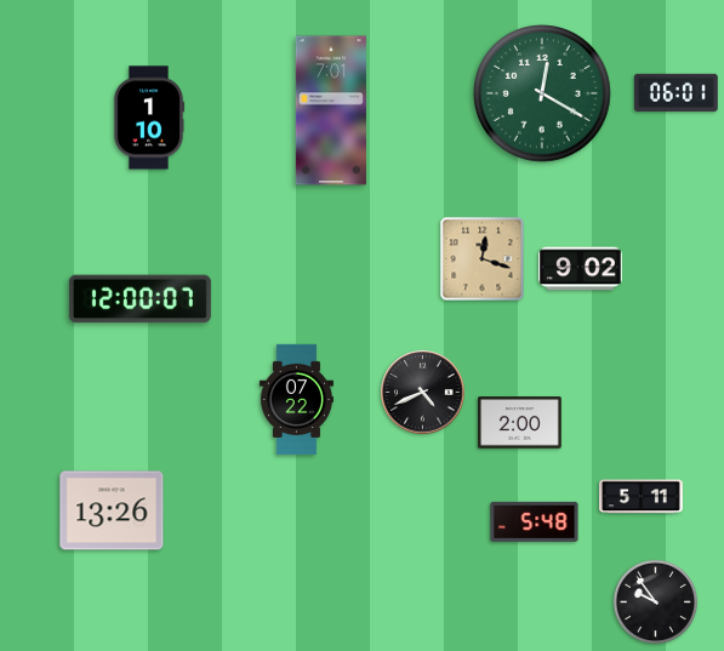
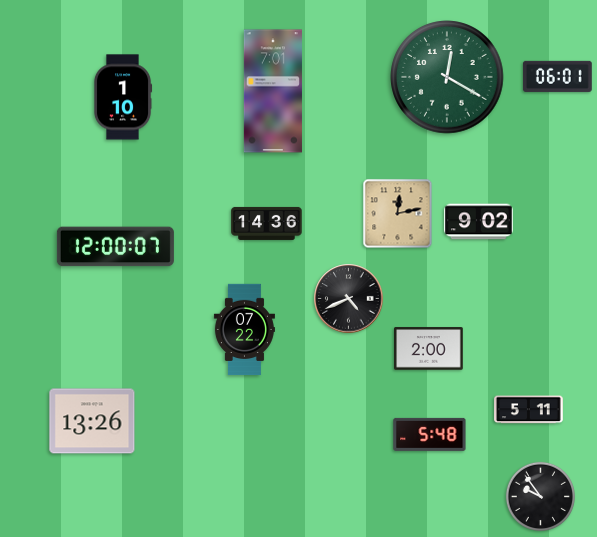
clock at (483, 259): 12:18 -> 12:13
clock at (267, 223): none -> 14:36
clock at (423, 393) position: (423, 393) -> (349, 299)
clock at (535, 521) position: (535, 521) -> (430, 434)
